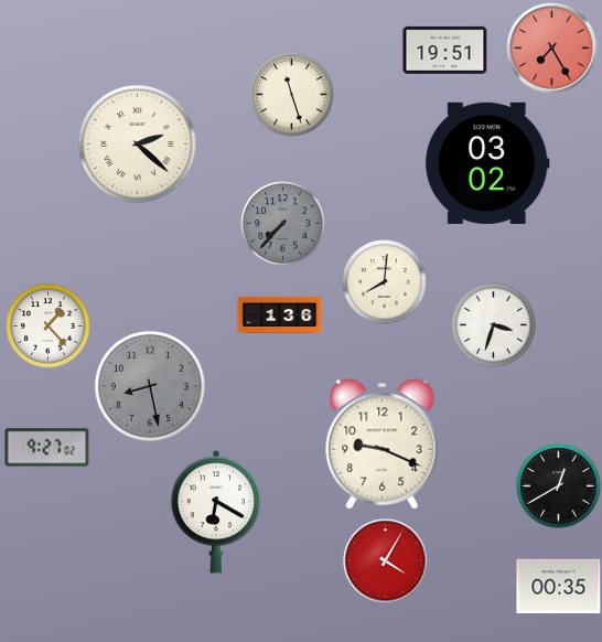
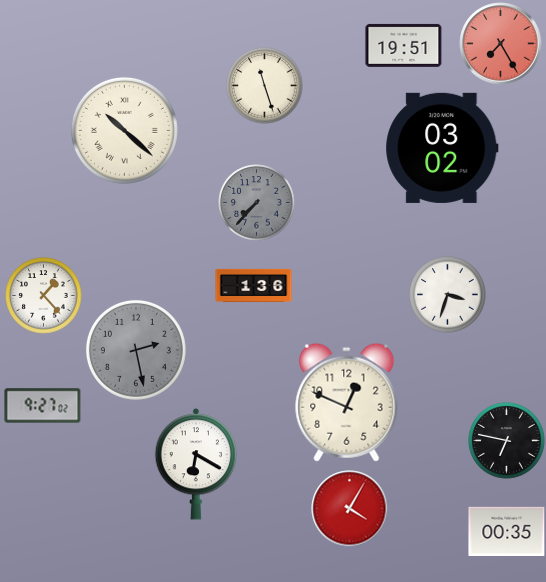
clock at (137, 143): 2:22 -> 10:22
clock at (385, 282): 8:01 -> none
clock at (150, 386): 8:28 -> 2:28
clock at (383, 443): 9:19 -> 12:49
clock at (559, 486): 12:40 -> 6:47
